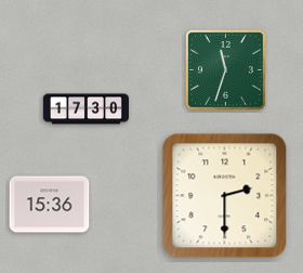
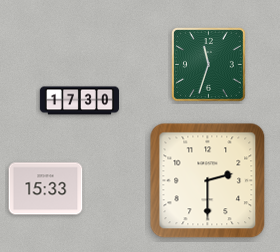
clock at (50, 205): 15:36 -> 15:33
